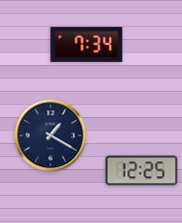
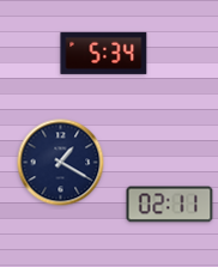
clock at (87, 44): 7:34 -> 5:34
clock at (142, 171): 12:25 -> 02:11
